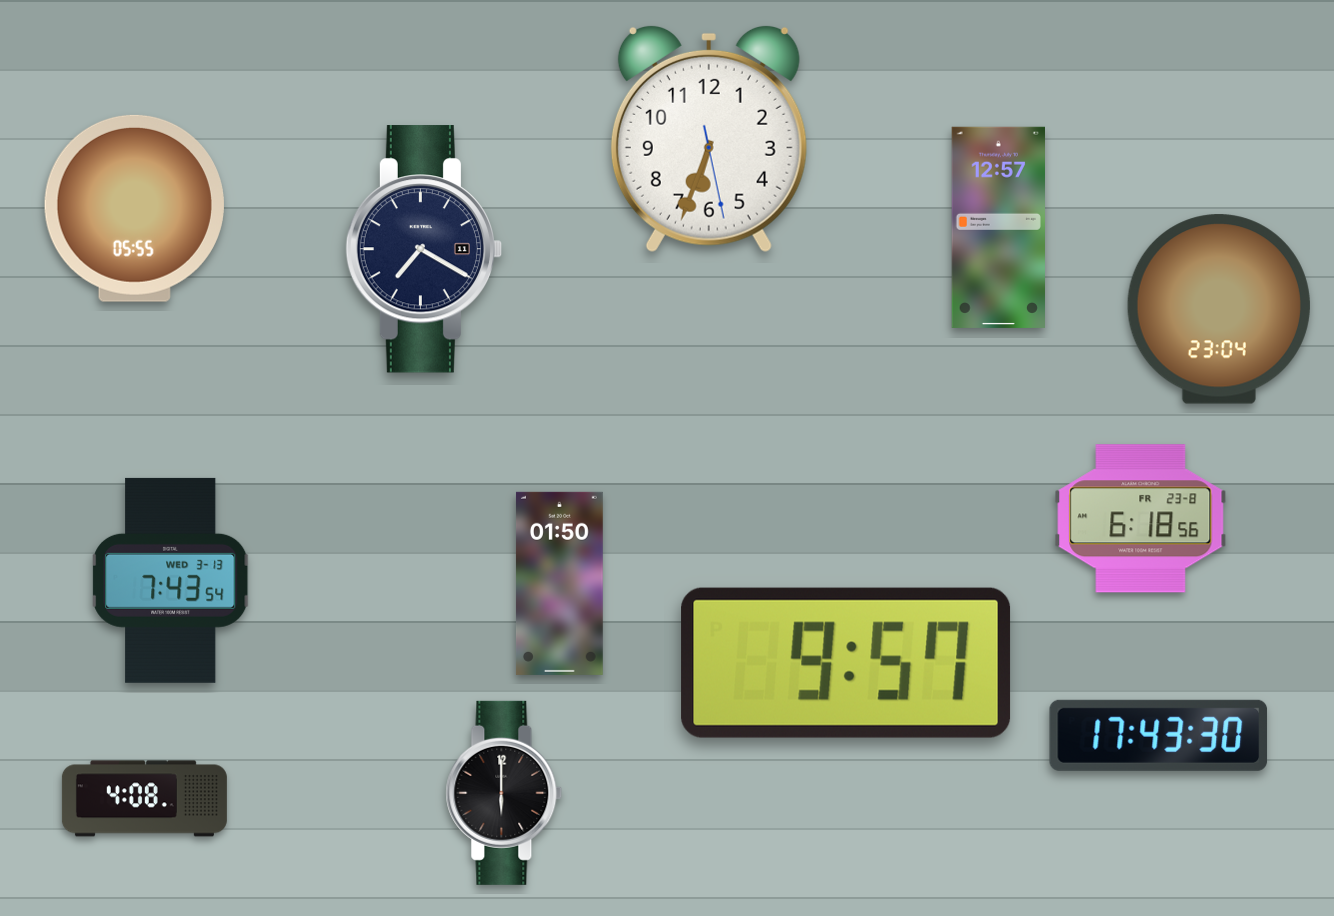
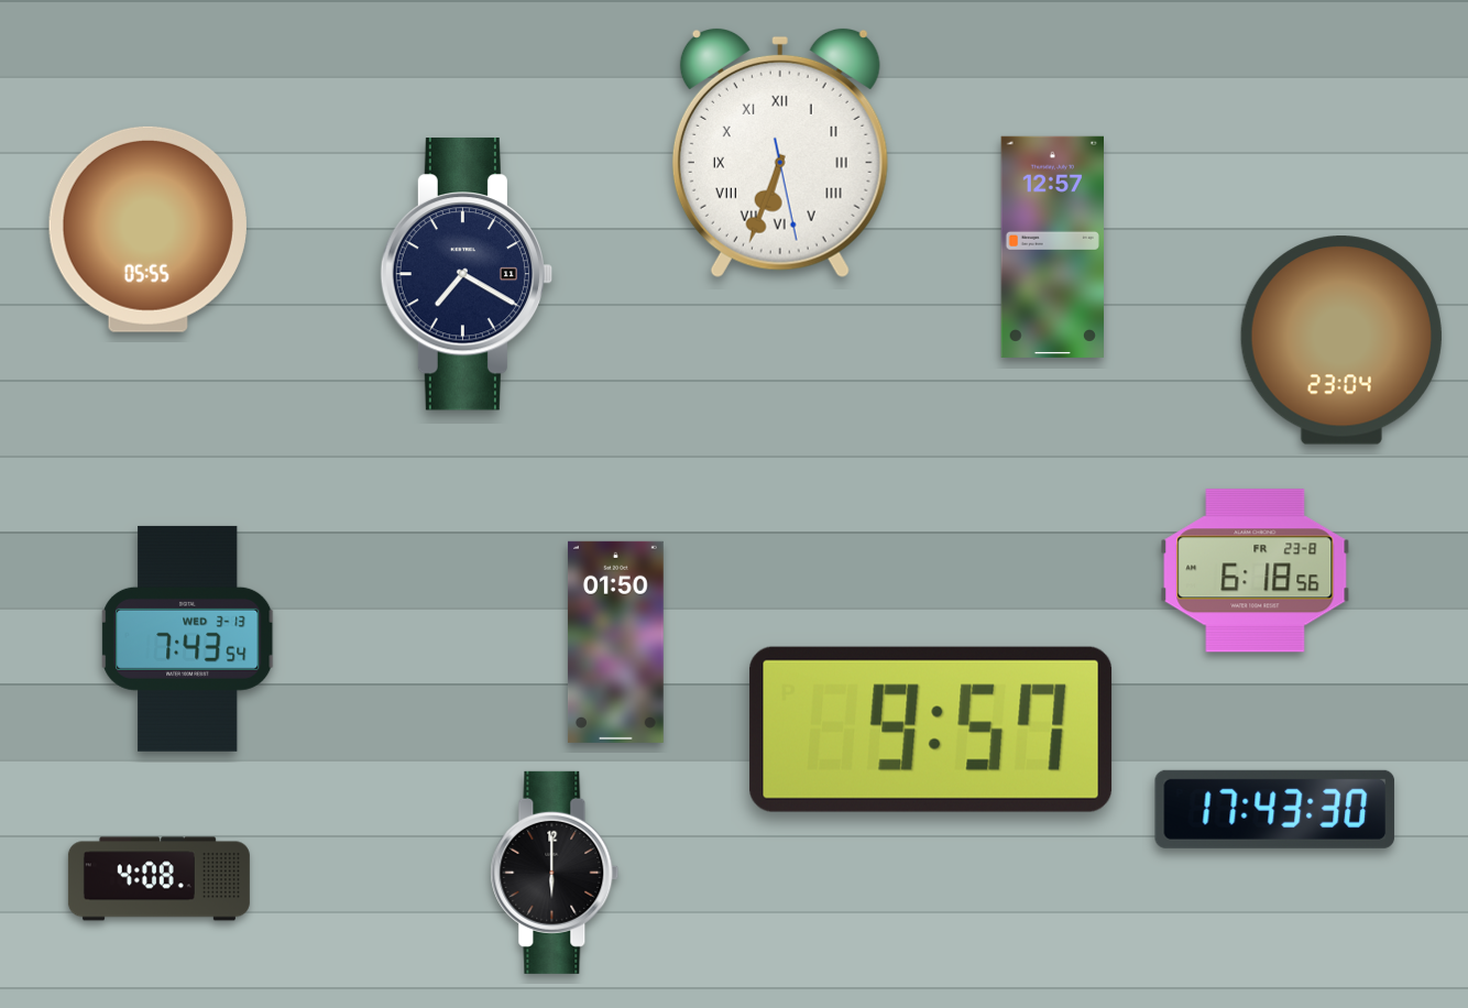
clock at (709, 138) numerals: Arabic -> Roman
clock at (998, 227) position: (998, 227) -> (1052, 246)
